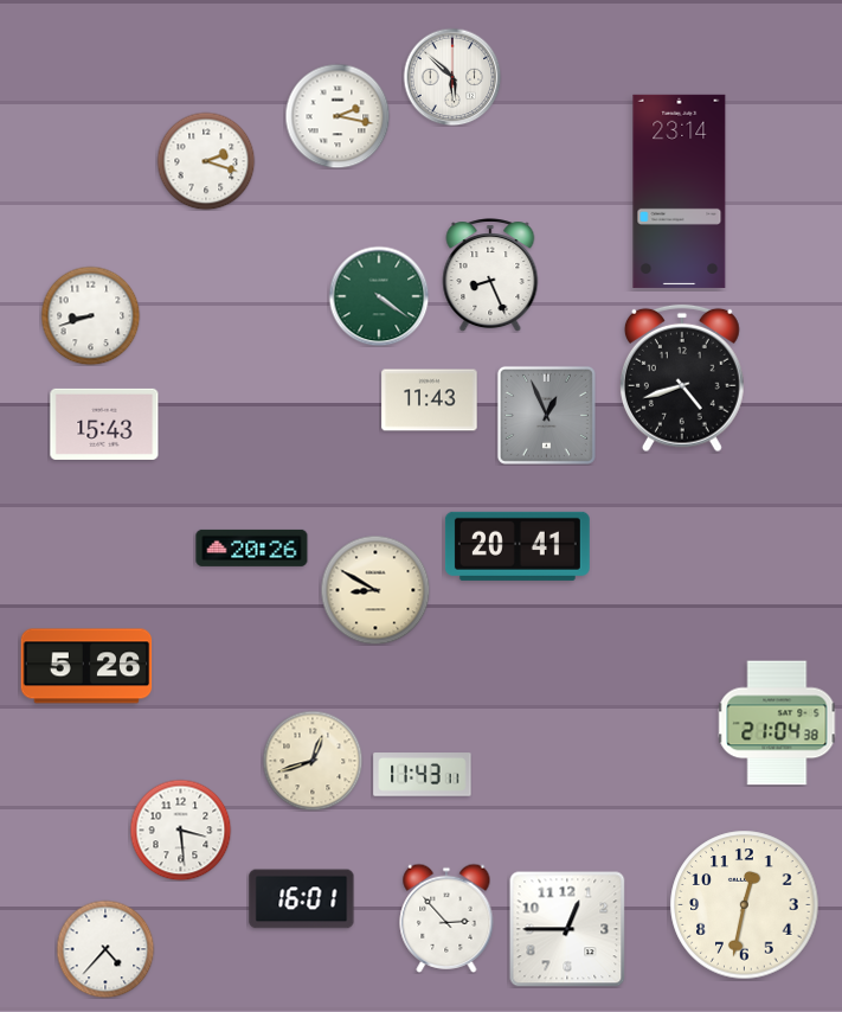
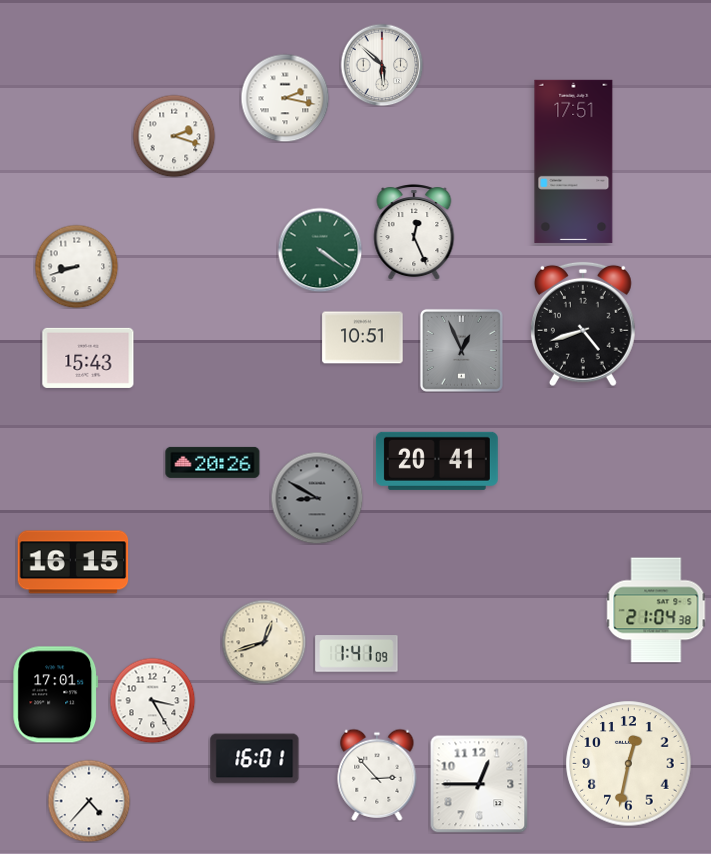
clock at (680, 191): 23:14 -> 17:51
clock at (490, 275): 8:26 -> 12:26
clock at (682, 378) position: (682, 378) -> (583, 324)
clock at (430, 401): 11:43 -> 10:51
clock at (375, 590) dial: cream -> grey
clock at (86, 666): 5:26 -> 16:15
clock at (423, 775): 11:43 -> 1:41
clock at (56, 695): none -> 17:01
clock at (180, 830): 3:29 -> 3:25
